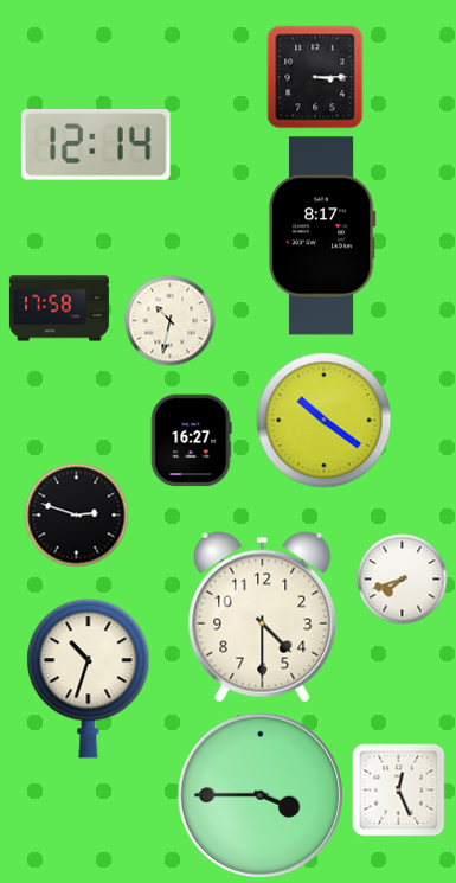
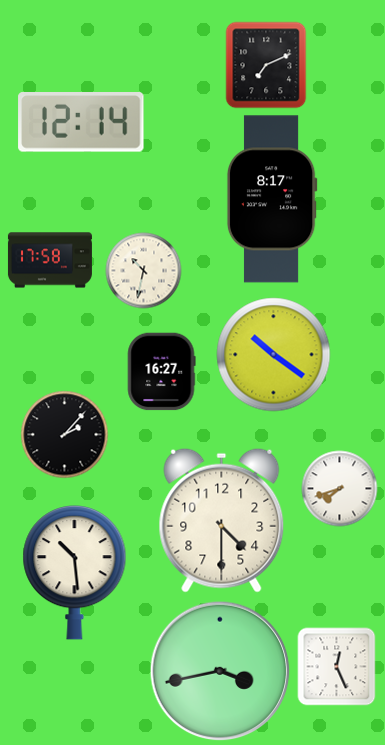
clock at (315, 77): 3:15 -> 7:11
clock at (77, 516): 2:48 -> 2:07
clock at (89, 679): 10:33 -> 10:29
clock at (261, 795): 3:45 -> 3:43
